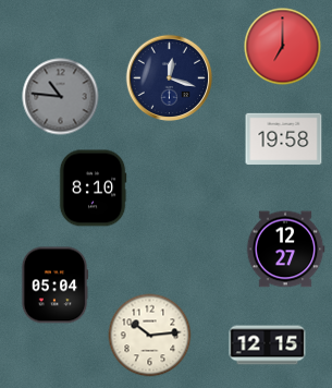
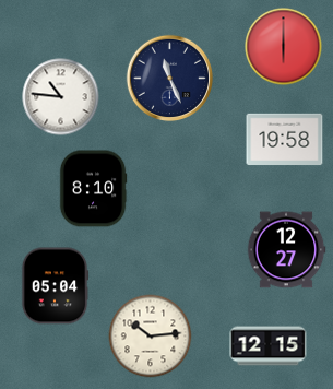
clock at (283, 47): 7:00 -> 6:00
clock at (170, 78): 12:18 -> 11:26
clock at (61, 97) dial: grey -> white
